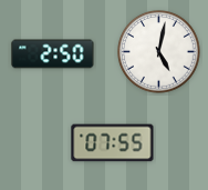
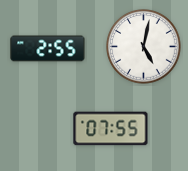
clock at (53, 54): 2:50 -> 2:55
clock at (113, 143) position: (113, 143) -> (111, 129)
